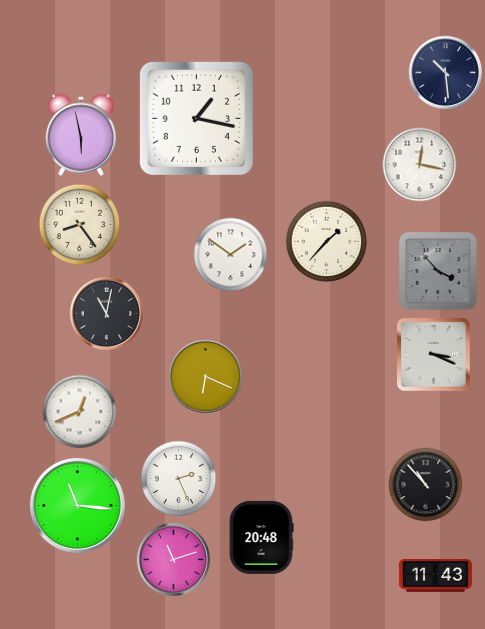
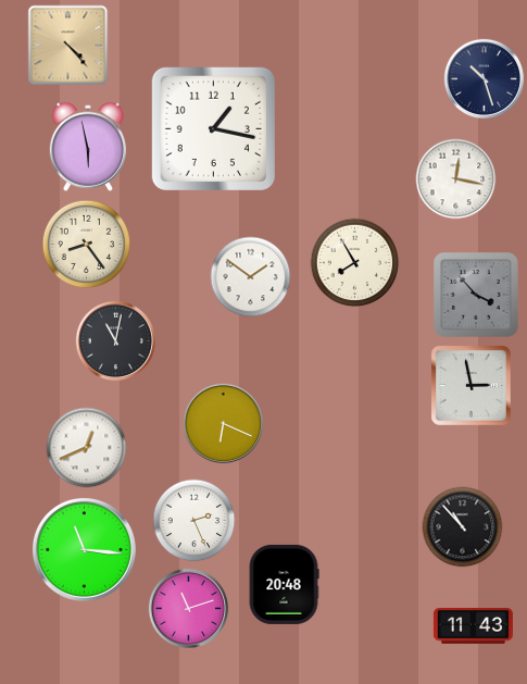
clock at (68, 46): none -> 4:23
clock at (445, 72): 10:29 -> 10:27
clock at (327, 242): 1:37 -> 7:55
clock at (433, 354): 3:19 -> 2:58
clock at (205, 376) position: (205, 376) -> (223, 423)
